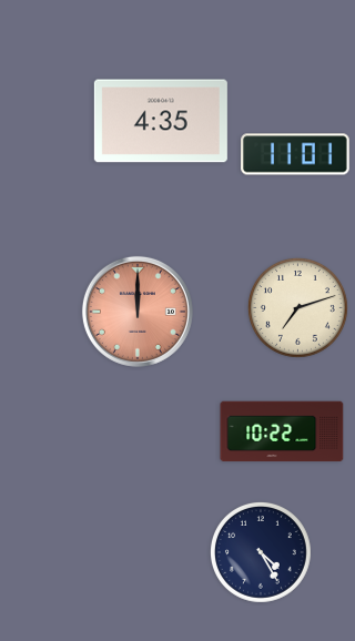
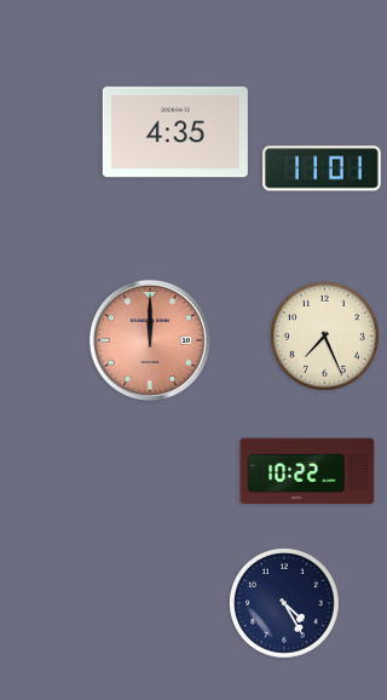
clock at (297, 307): 7:12 -> 7:26
